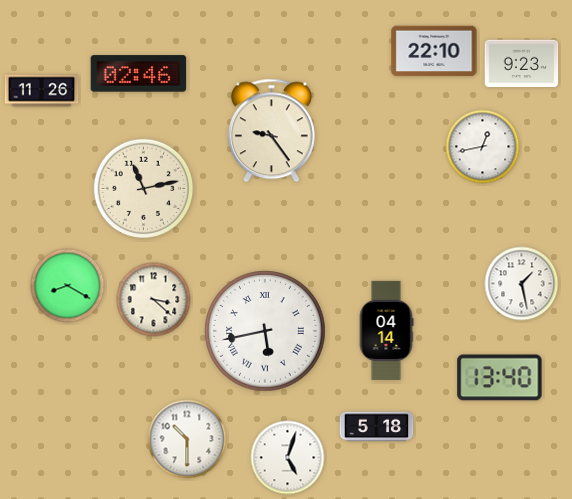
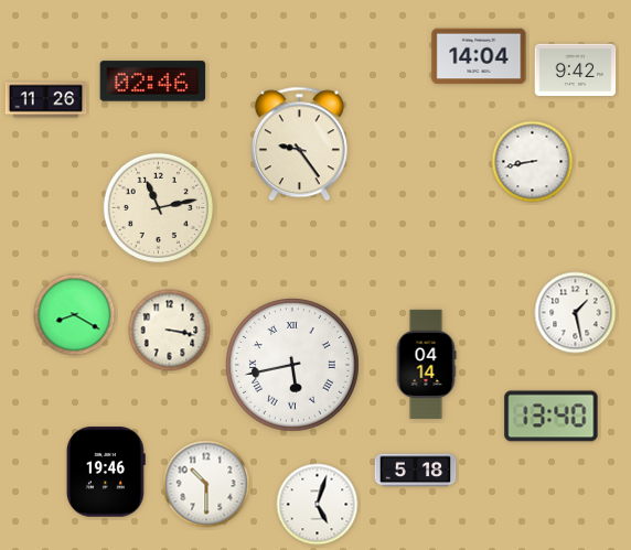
clock at (434, 51): 22:10 -> 14:04
clock at (522, 64): 9:23 -> 9:42
clock at (483, 147): 12:43 -> 8:43
clock at (154, 300): 3:22 -> 3:17
clock at (106, 472): none -> 19:46
